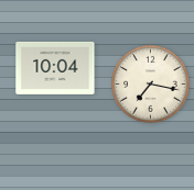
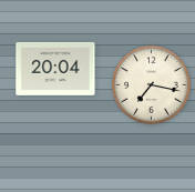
clock at (55, 68): 10:04 -> 20:04
